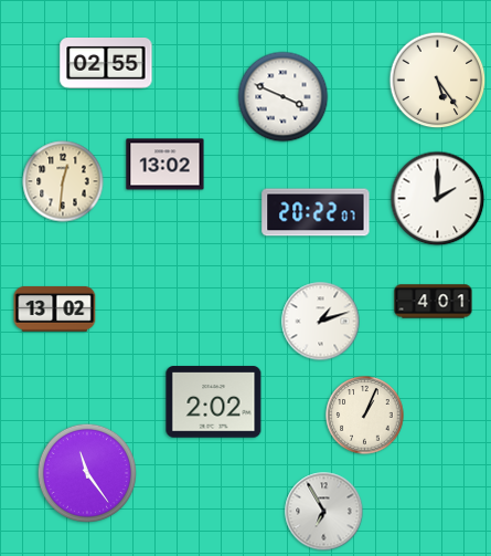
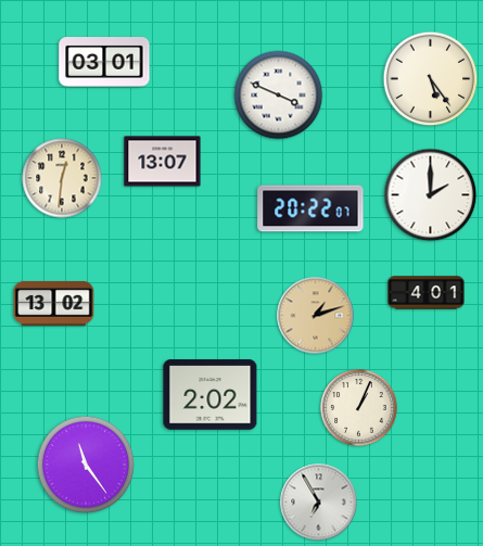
clock at (106, 64): 02:55 -> 03:01
clock at (166, 165): 13:02 -> 13:07
clock at (434, 302) position: (434, 302) -> (427, 293)
clock at (321, 322) dial: white -> champagne
